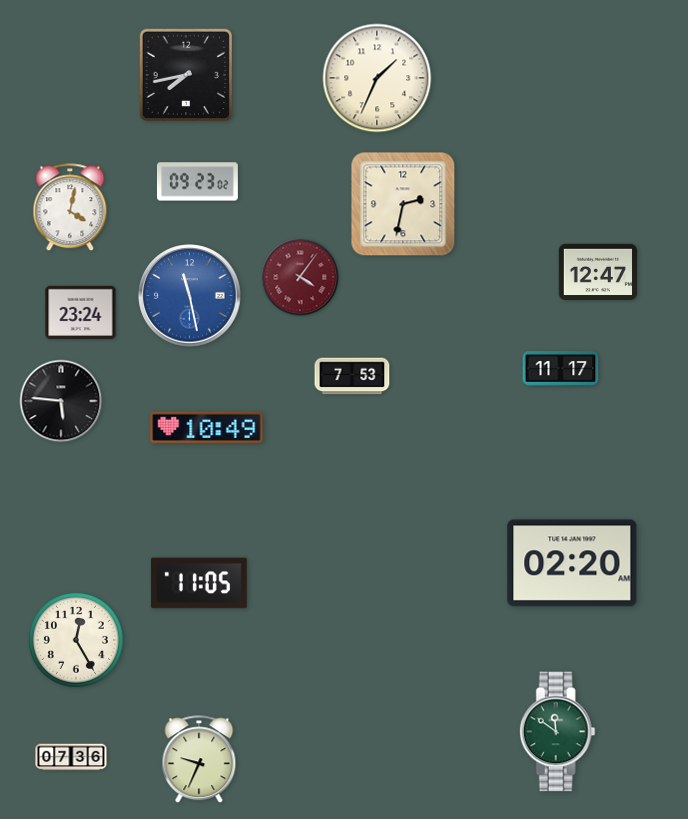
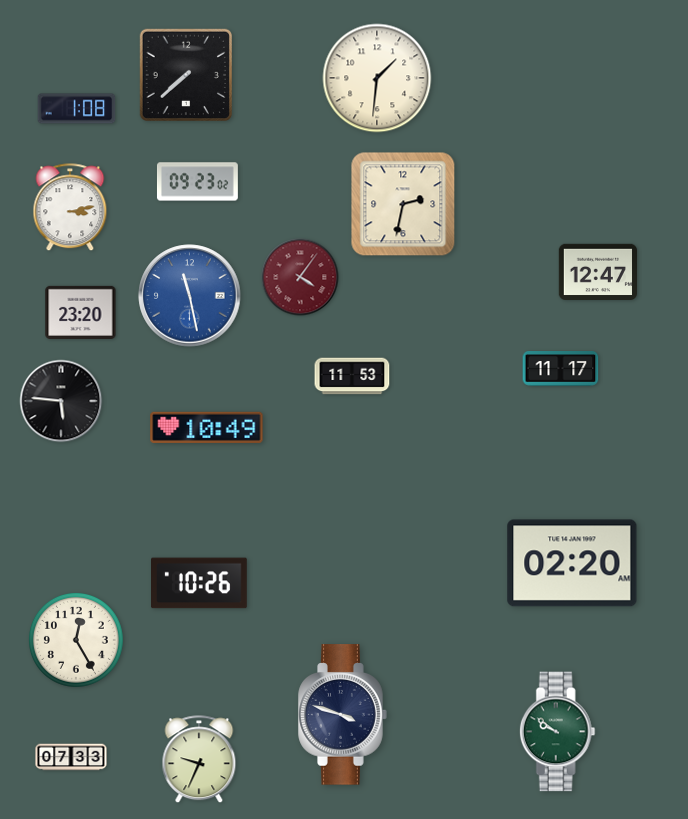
clock at (185, 74): 7:43 -> 7:38
clock at (377, 78): 1:34 -> 1:31
clock at (77, 109): none -> 1:08
clock at (70, 208): 4:02 -> 3:13
clock at (81, 312): 23:24 -> 23:20
clock at (352, 376): 7:53 -> 11:53
clock at (200, 583): 11:05 -> 10:26
clock at (343, 715): none -> 3:48
clock at (557, 732): 11:51 -> 9:51
clock at (71, 757): 07:36 -> 07:33
